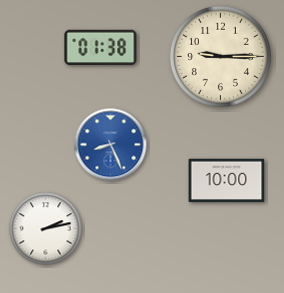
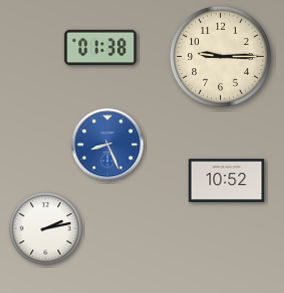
clock at (111, 145) position: (111, 145) -> (108, 145)
clock at (227, 181): 10:00 -> 10:52
